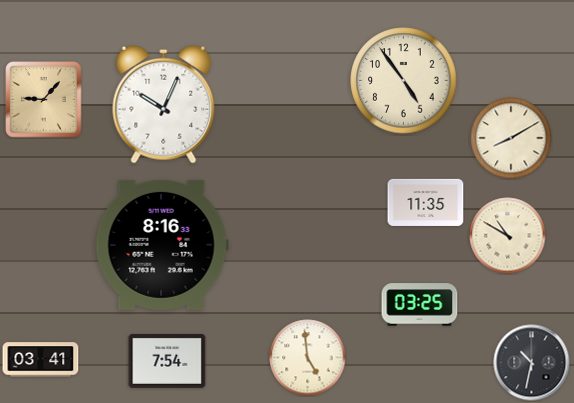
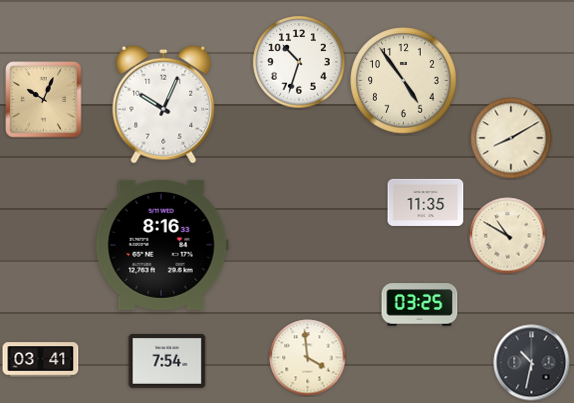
clock at (299, 62): none -> 10:33
clock at (44, 100): 9:07 -> 10:04
clock at (308, 358): 4:59 -> 3:59
